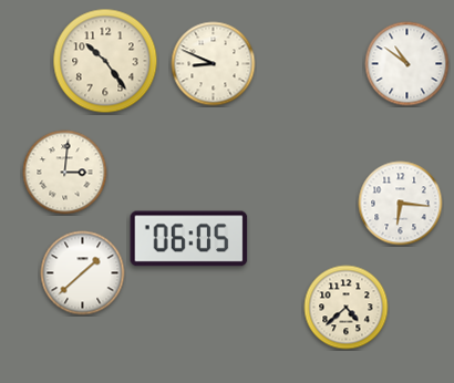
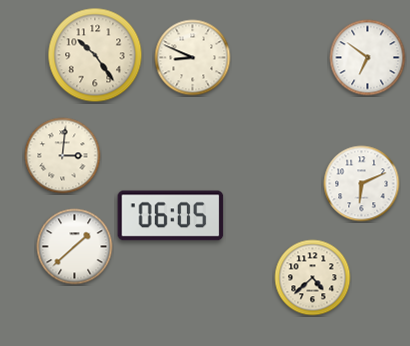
clock at (407, 64): 10:51 -> 6:51
clock at (65, 173) position: (65, 173) -> (63, 156)
clock at (401, 204): 6:16 -> 6:11
